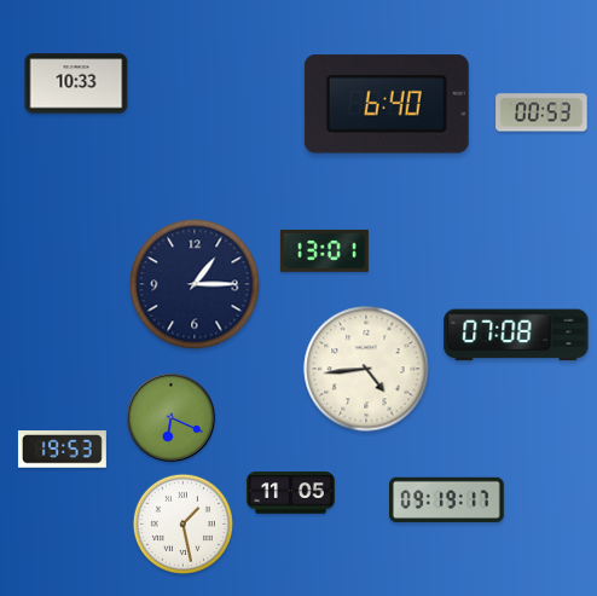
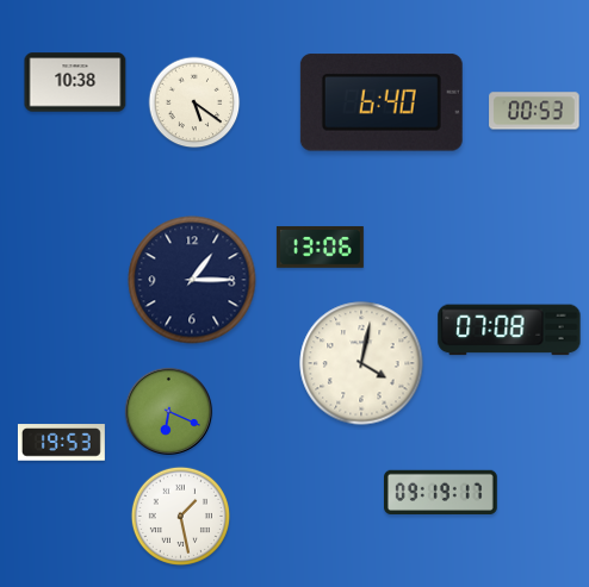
clock at (76, 83): 10:33 -> 10:38
clock at (194, 102): none -> 5:21
clock at (324, 250): 13:01 -> 13:06
clock at (366, 369): 4:44 -> 4:02
clock at (290, 493): 11:05 -> none
